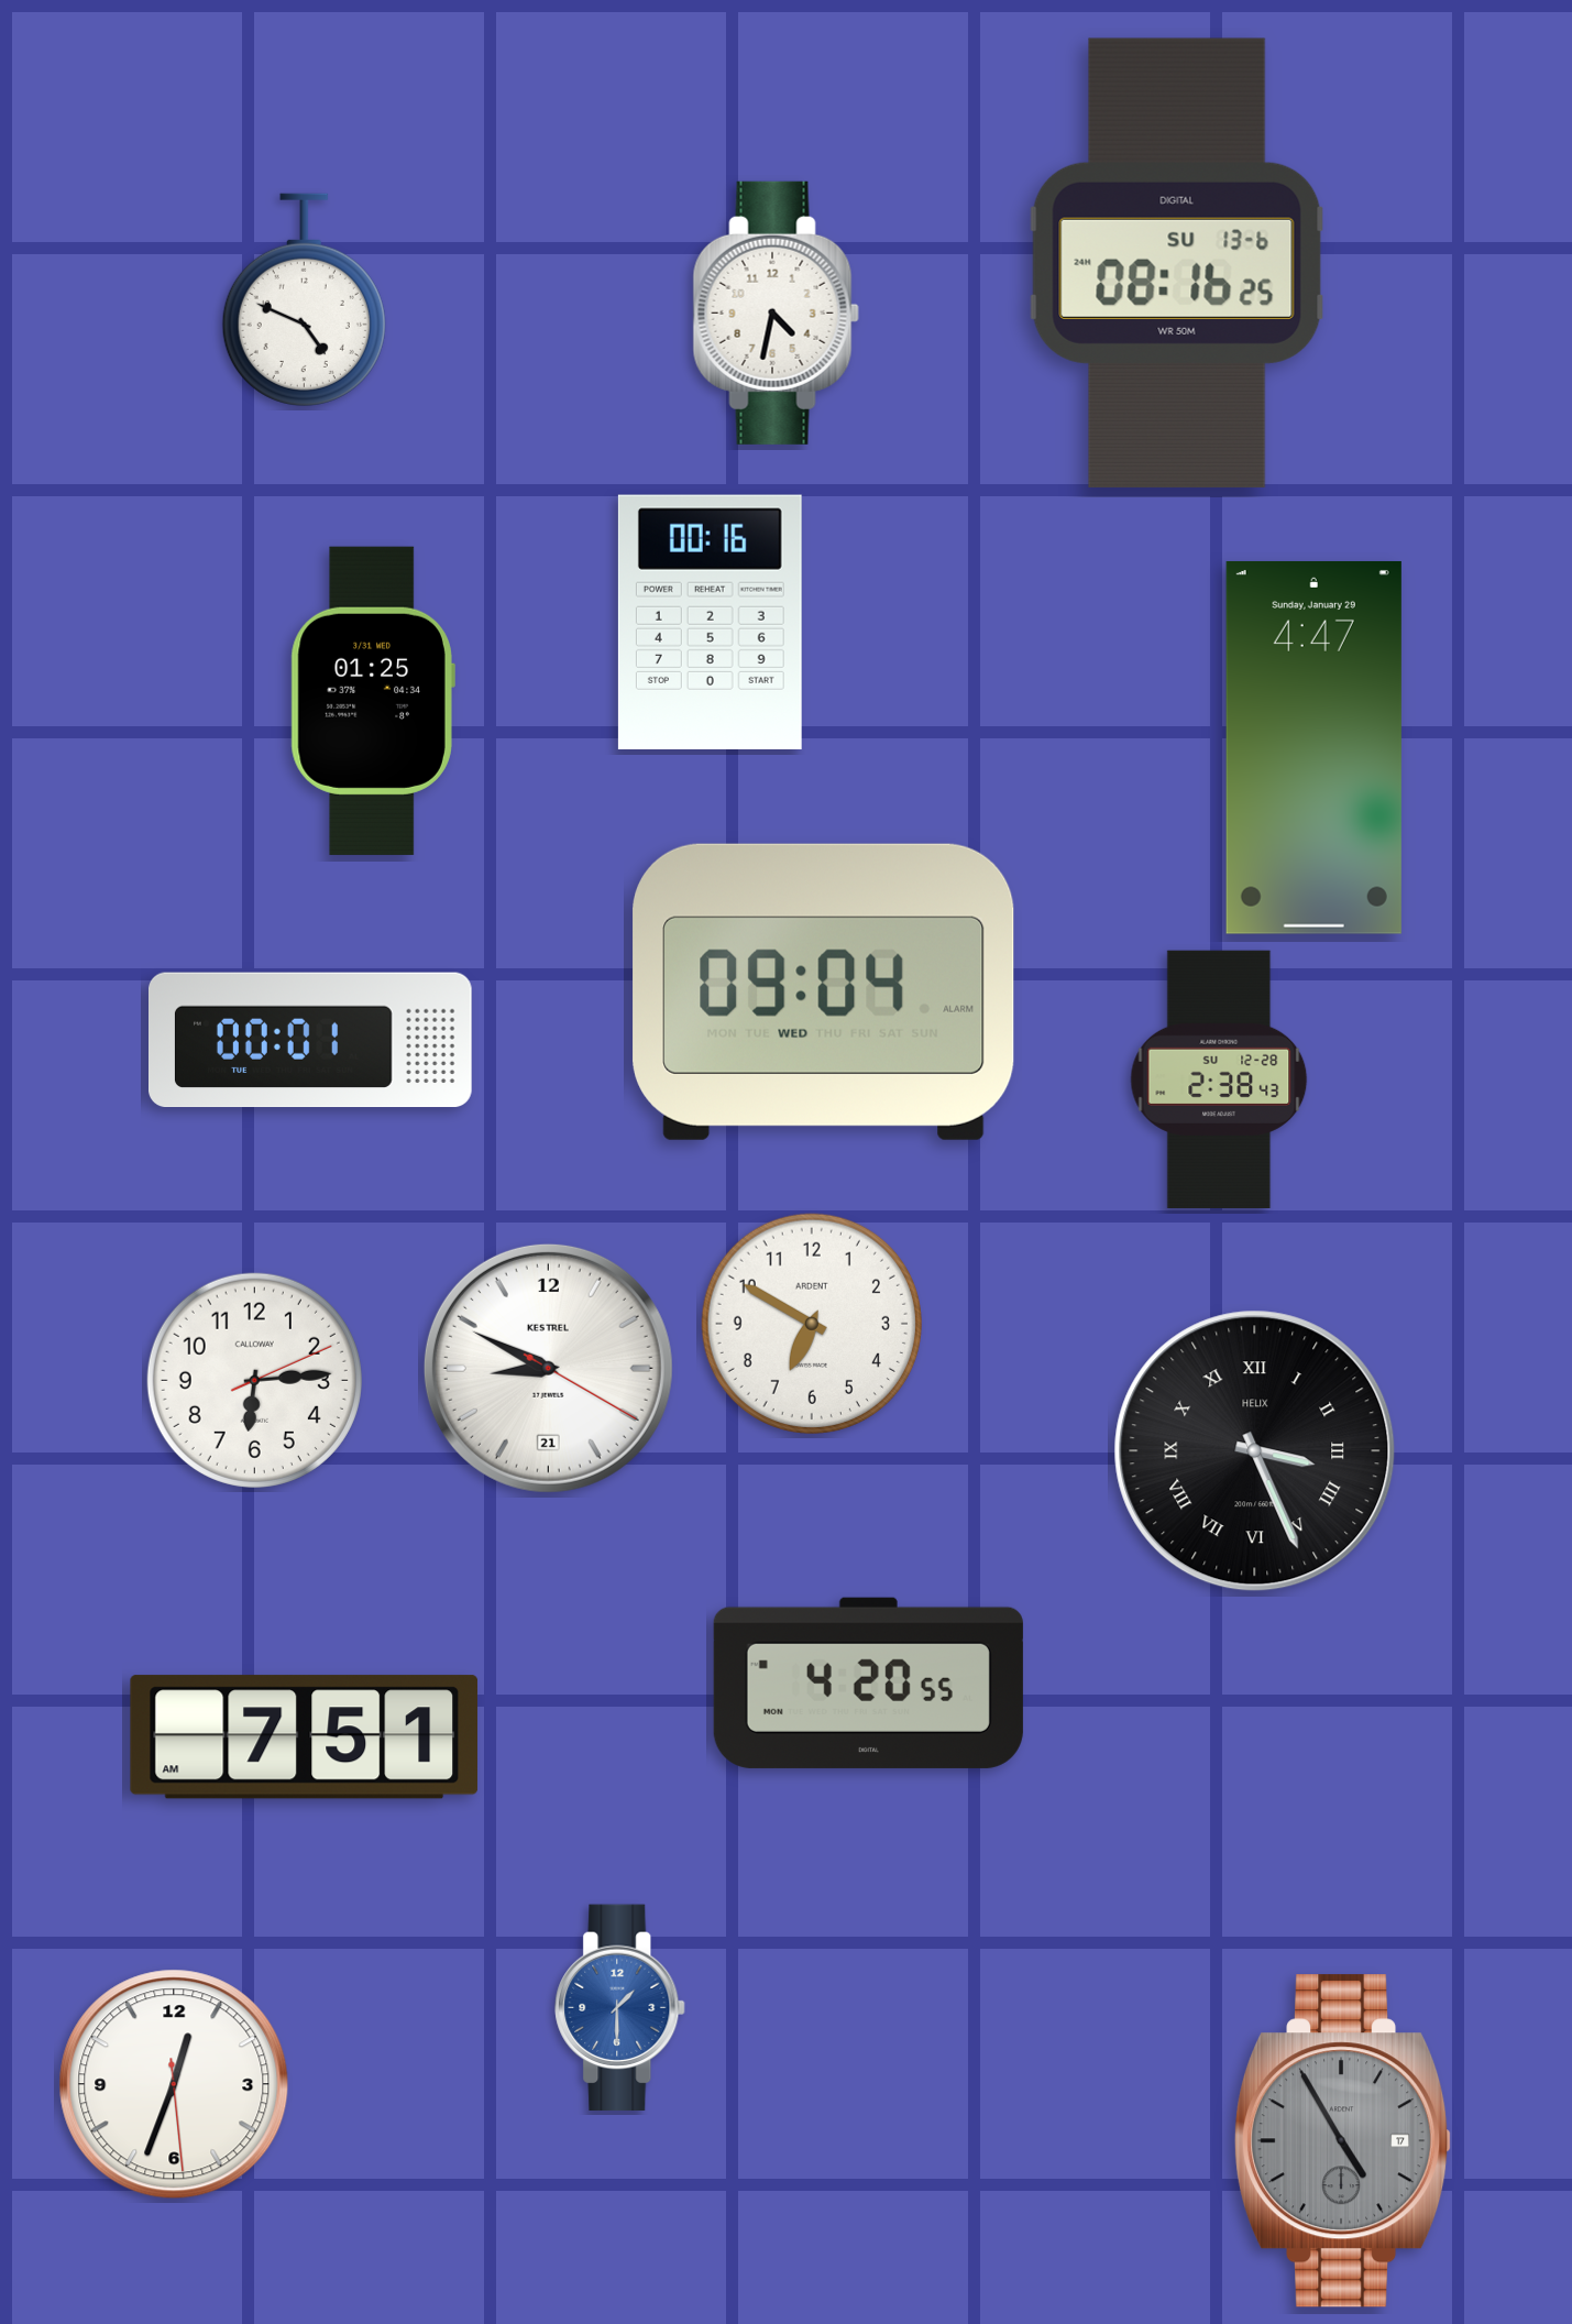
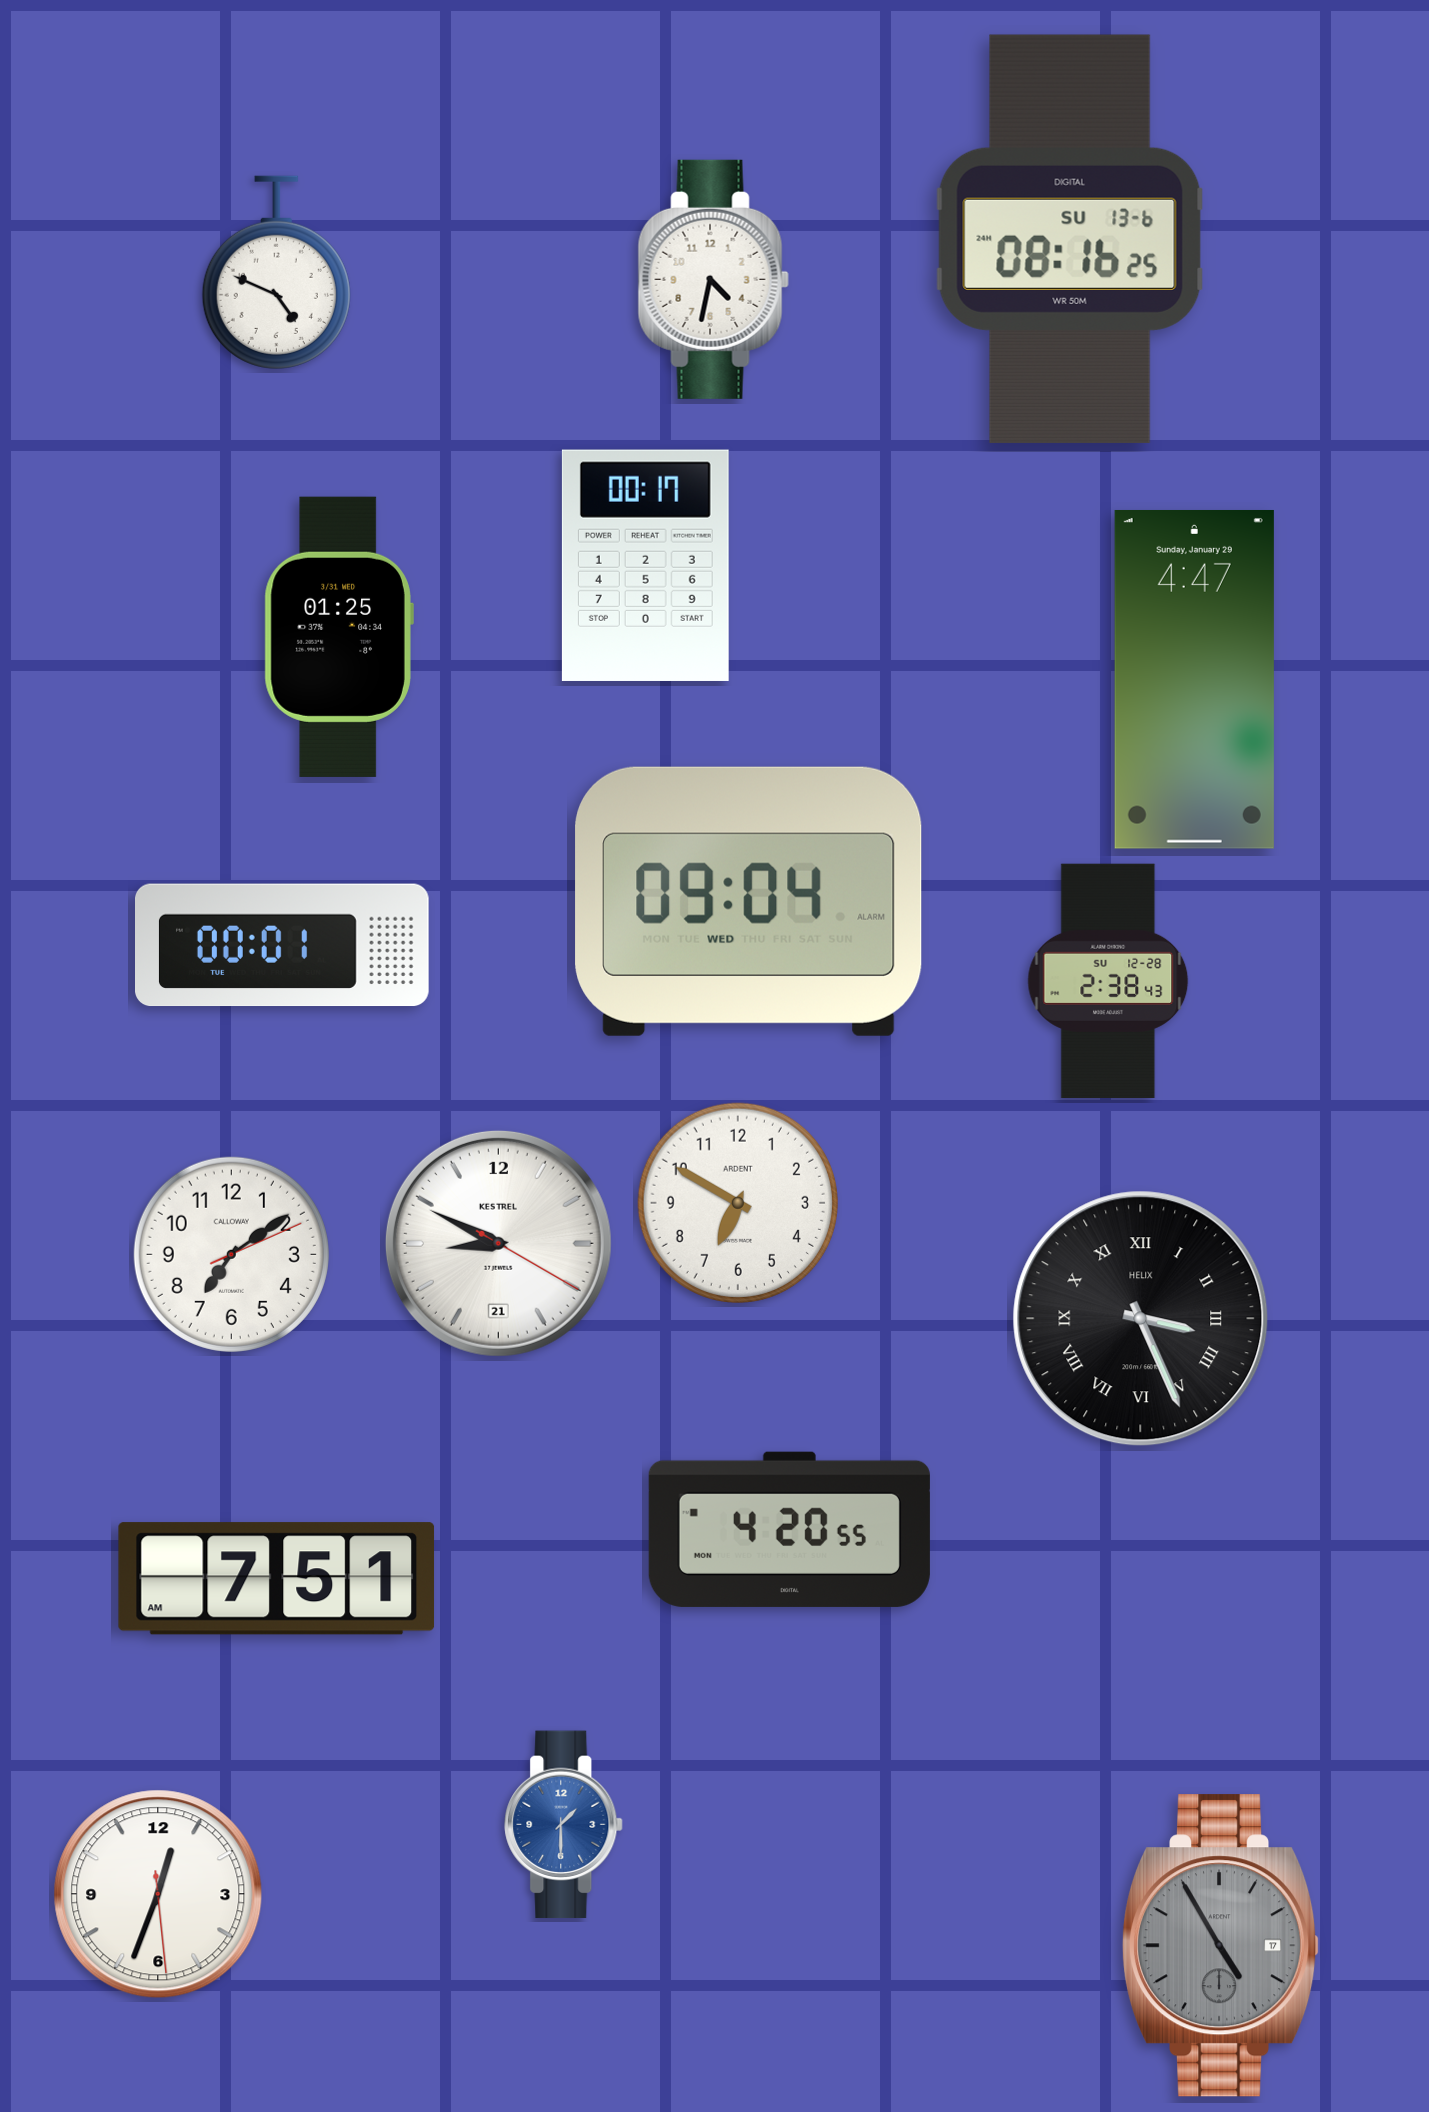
clock at (776, 313) position: (776, 313) -> (713, 279)
clock at (710, 622): 00:16 -> 00:17
clock at (254, 1380): 6:14 -> 7:09
